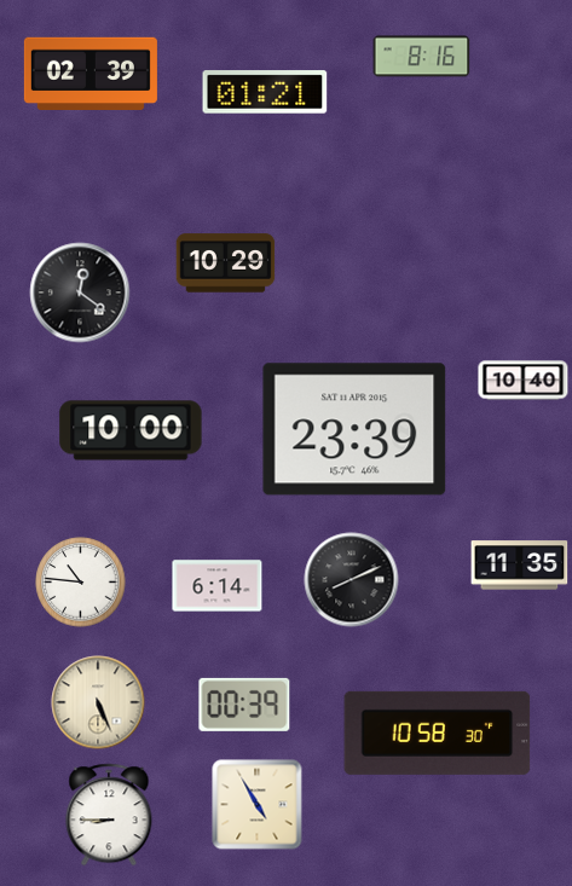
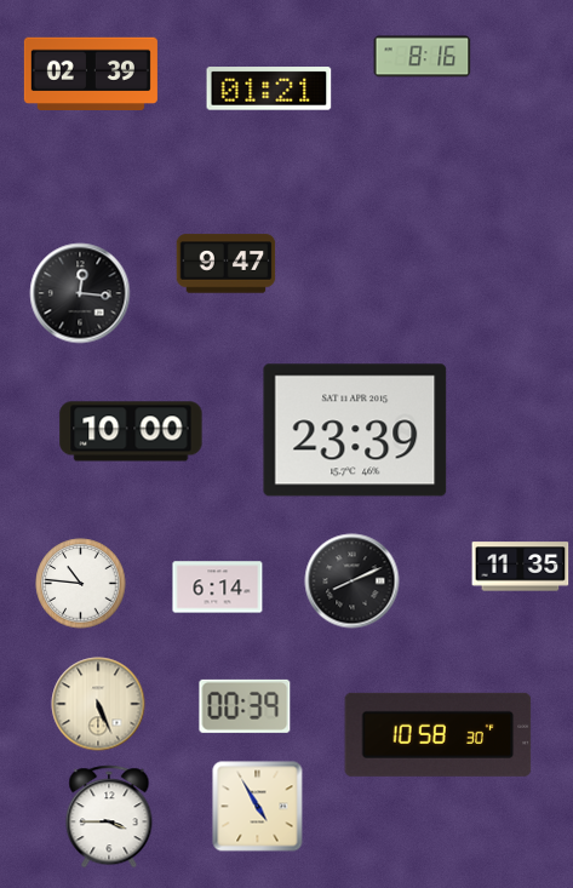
clock at (265, 92) position: (265, 92) -> (269, 88)
clock at (226, 264): 10:29 -> 9:47
clock at (80, 293): 12:21 -> 12:16
clock at (524, 381): 10:40 -> none
clock at (109, 815): 8:45 -> 3:45
